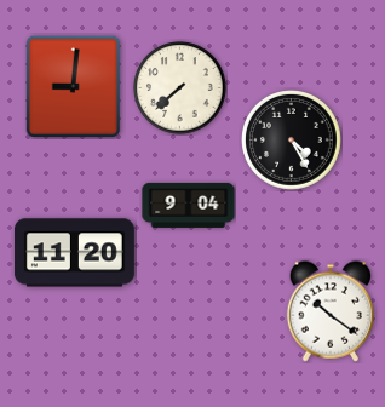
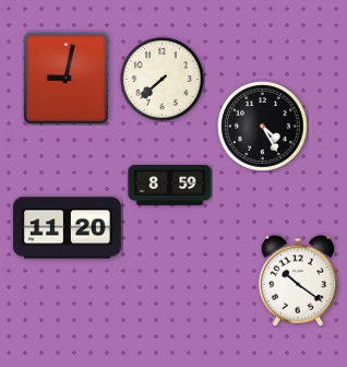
clock at (74, 86): 9:01 -> 9:02
clock at (189, 205): 9:04 -> 8:59
